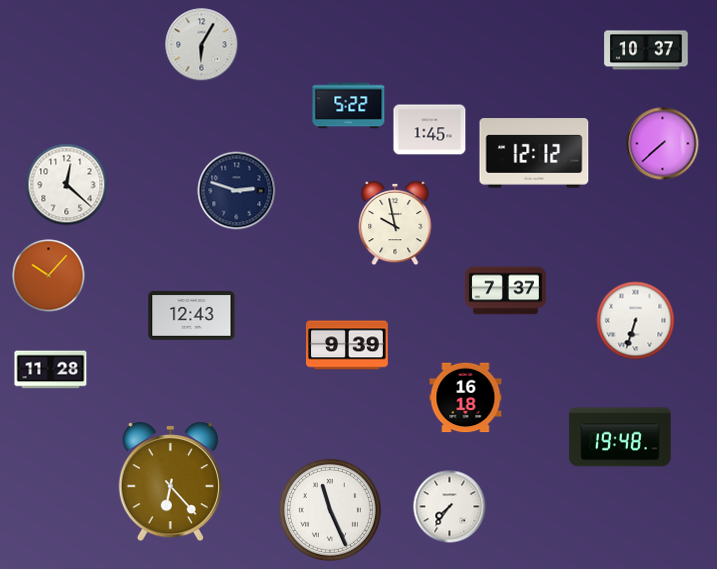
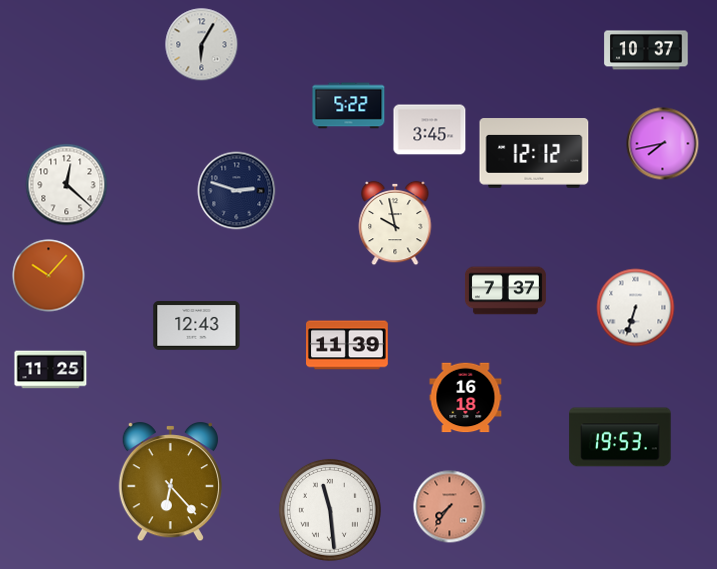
clock at (430, 130): 1:45 -> 3:45
clock at (663, 144): 7:38 -> 7:43
clock at (192, 316) position: (192, 316) -> (197, 326)
clock at (636, 321) position: (636, 321) -> (636, 308)
clock at (348, 345): 9:39 -> 11:39
clock at (51, 370): 11:28 -> 11:25
clock at (620, 437): 19:48 -> 19:53
clock at (450, 507) dial: white -> salmon
clock at (330, 510): 11:26 -> 11:29
